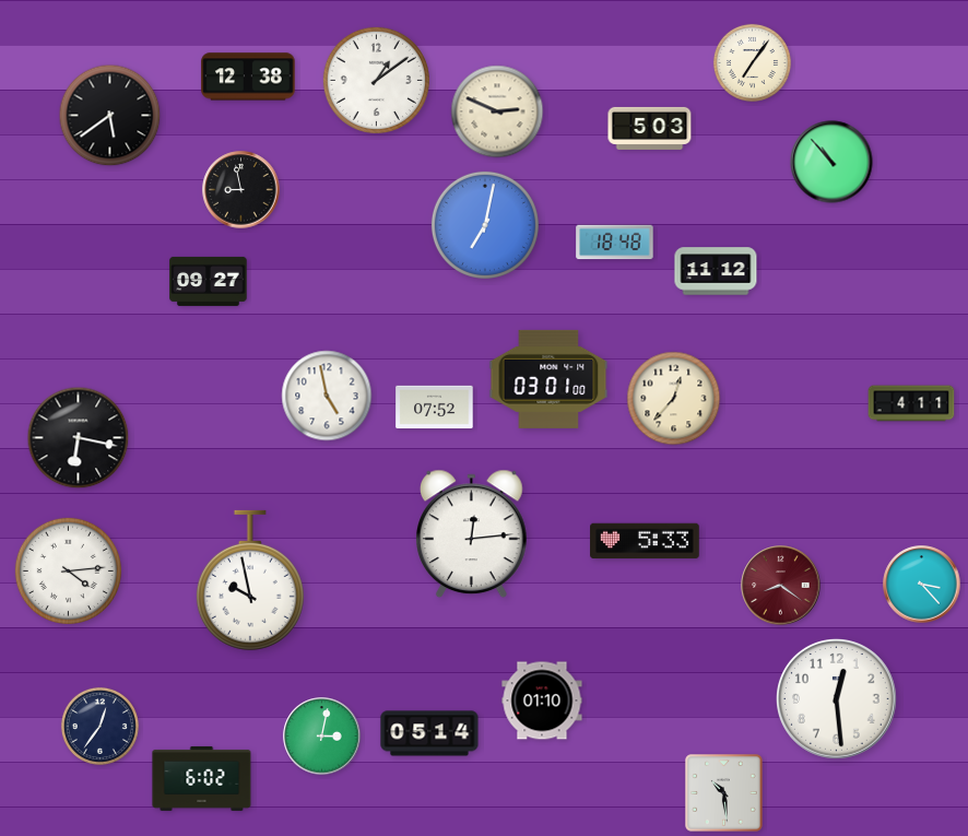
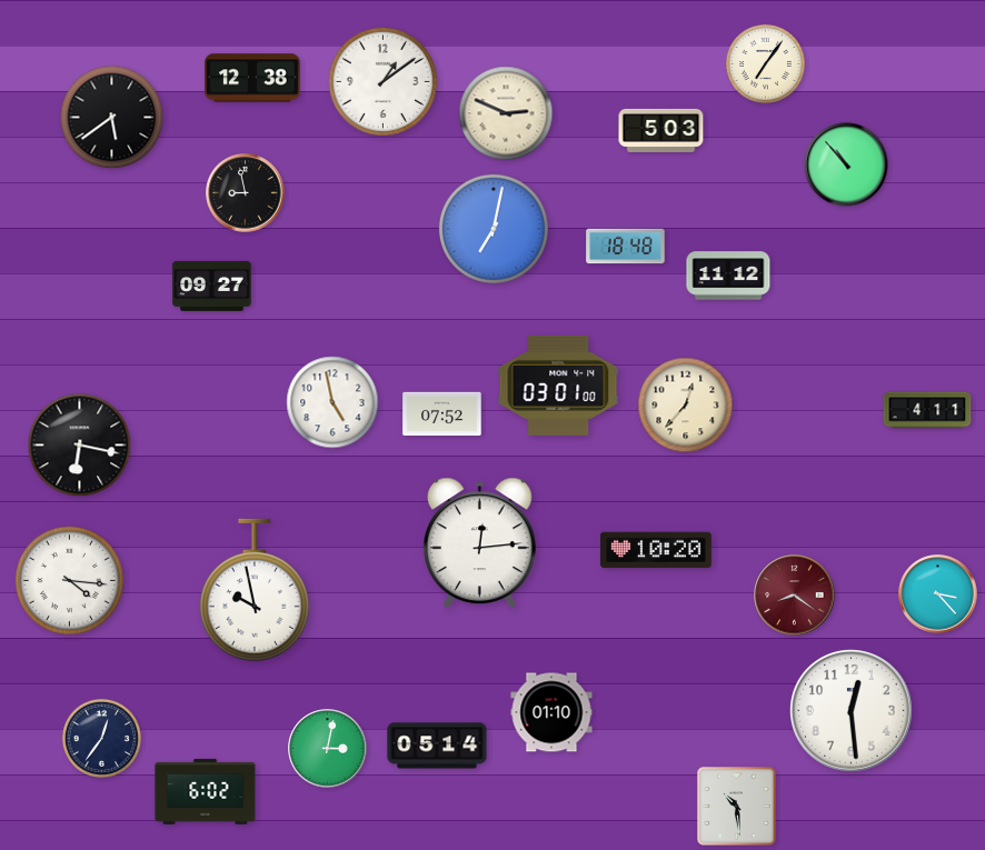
clock at (645, 541): 5:33 -> 10:20
clock at (68, 570): 4:14 -> 4:16
